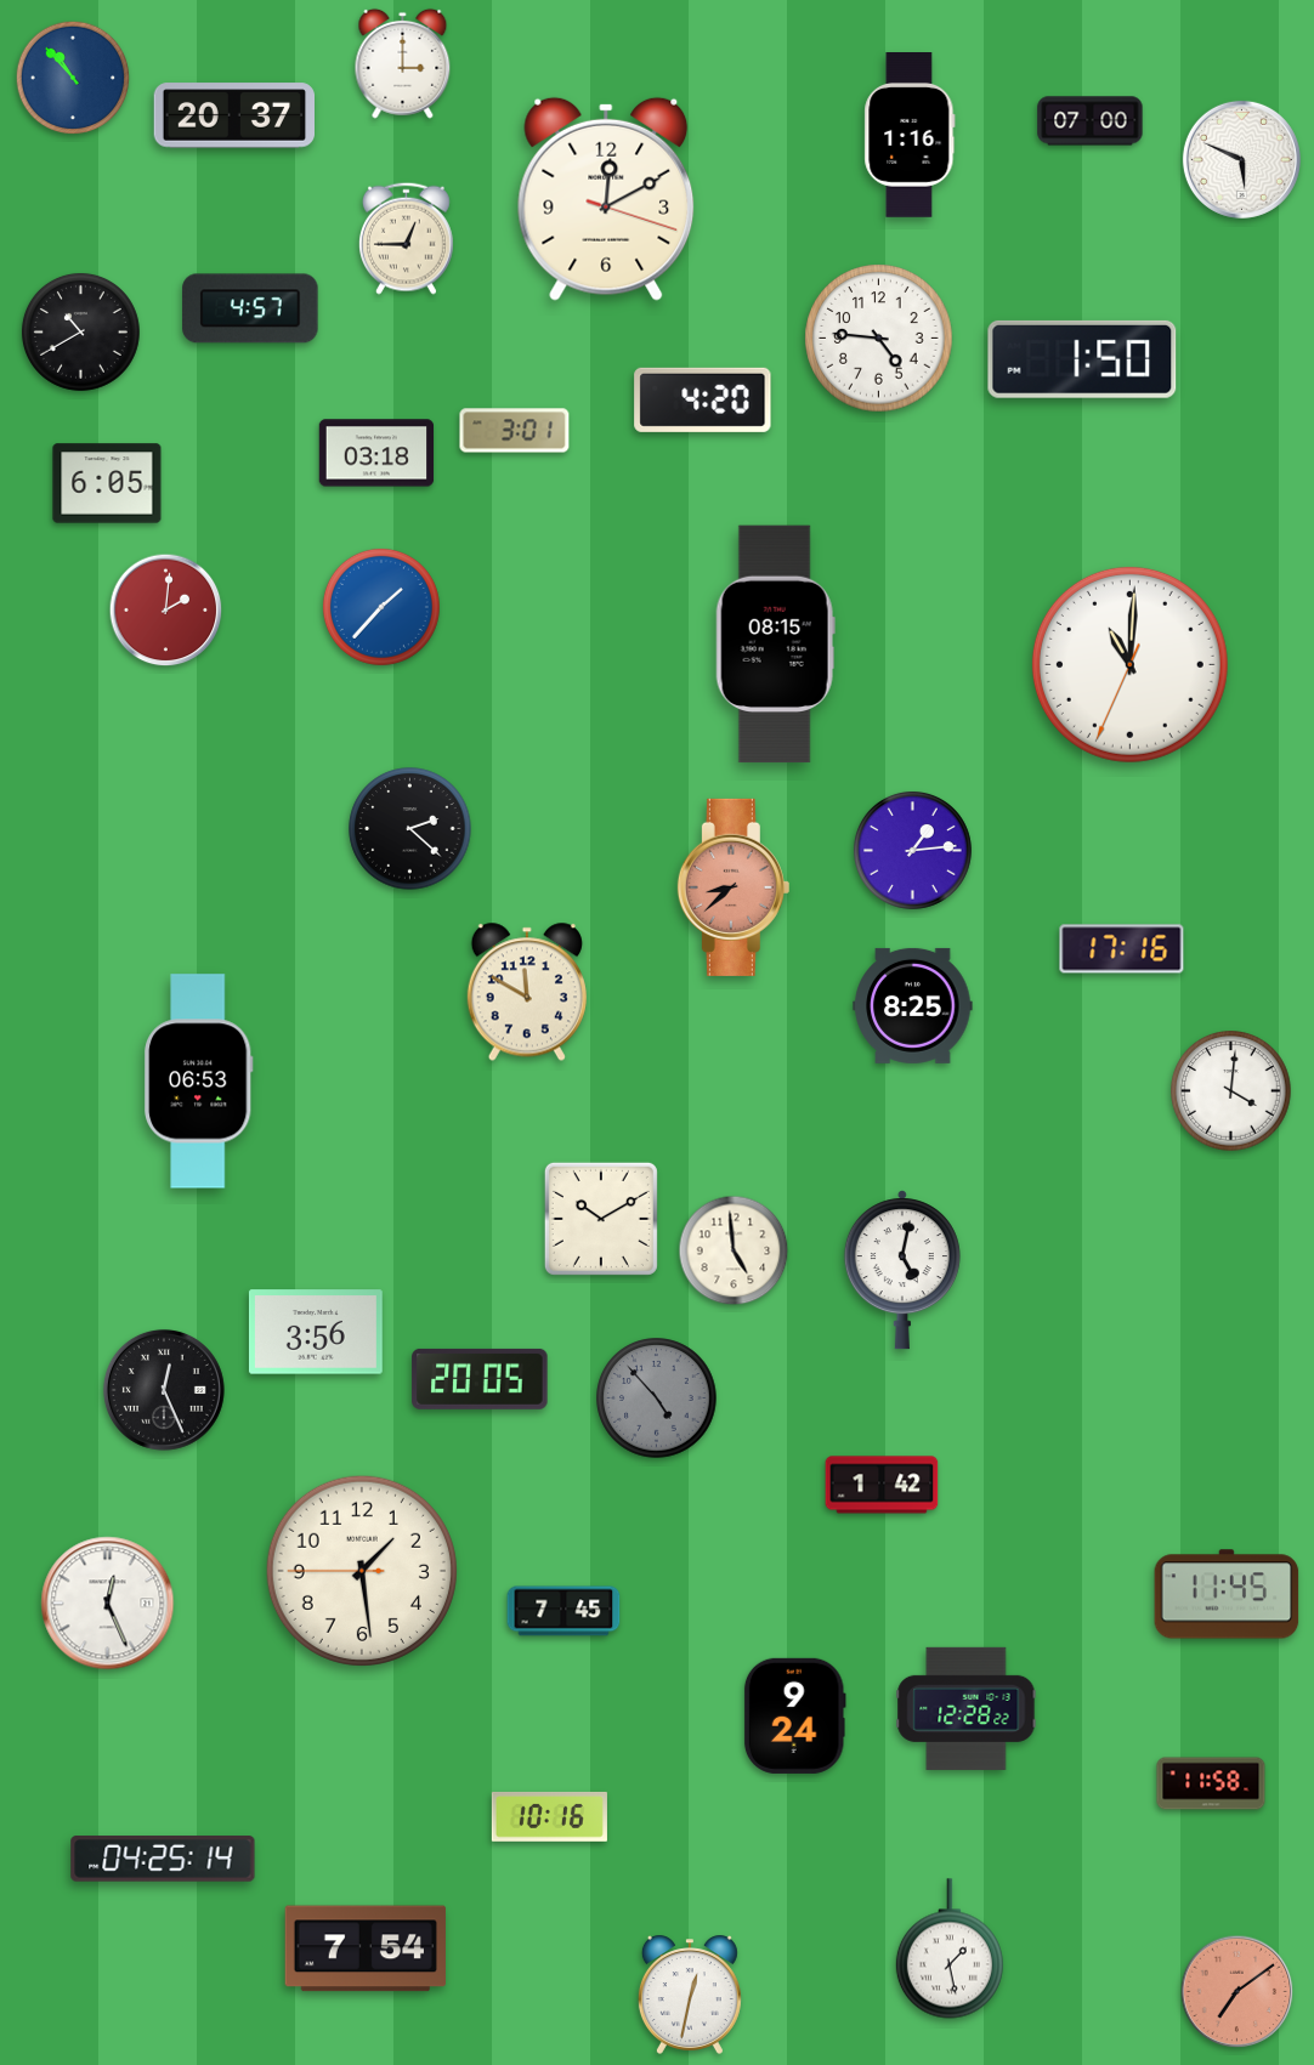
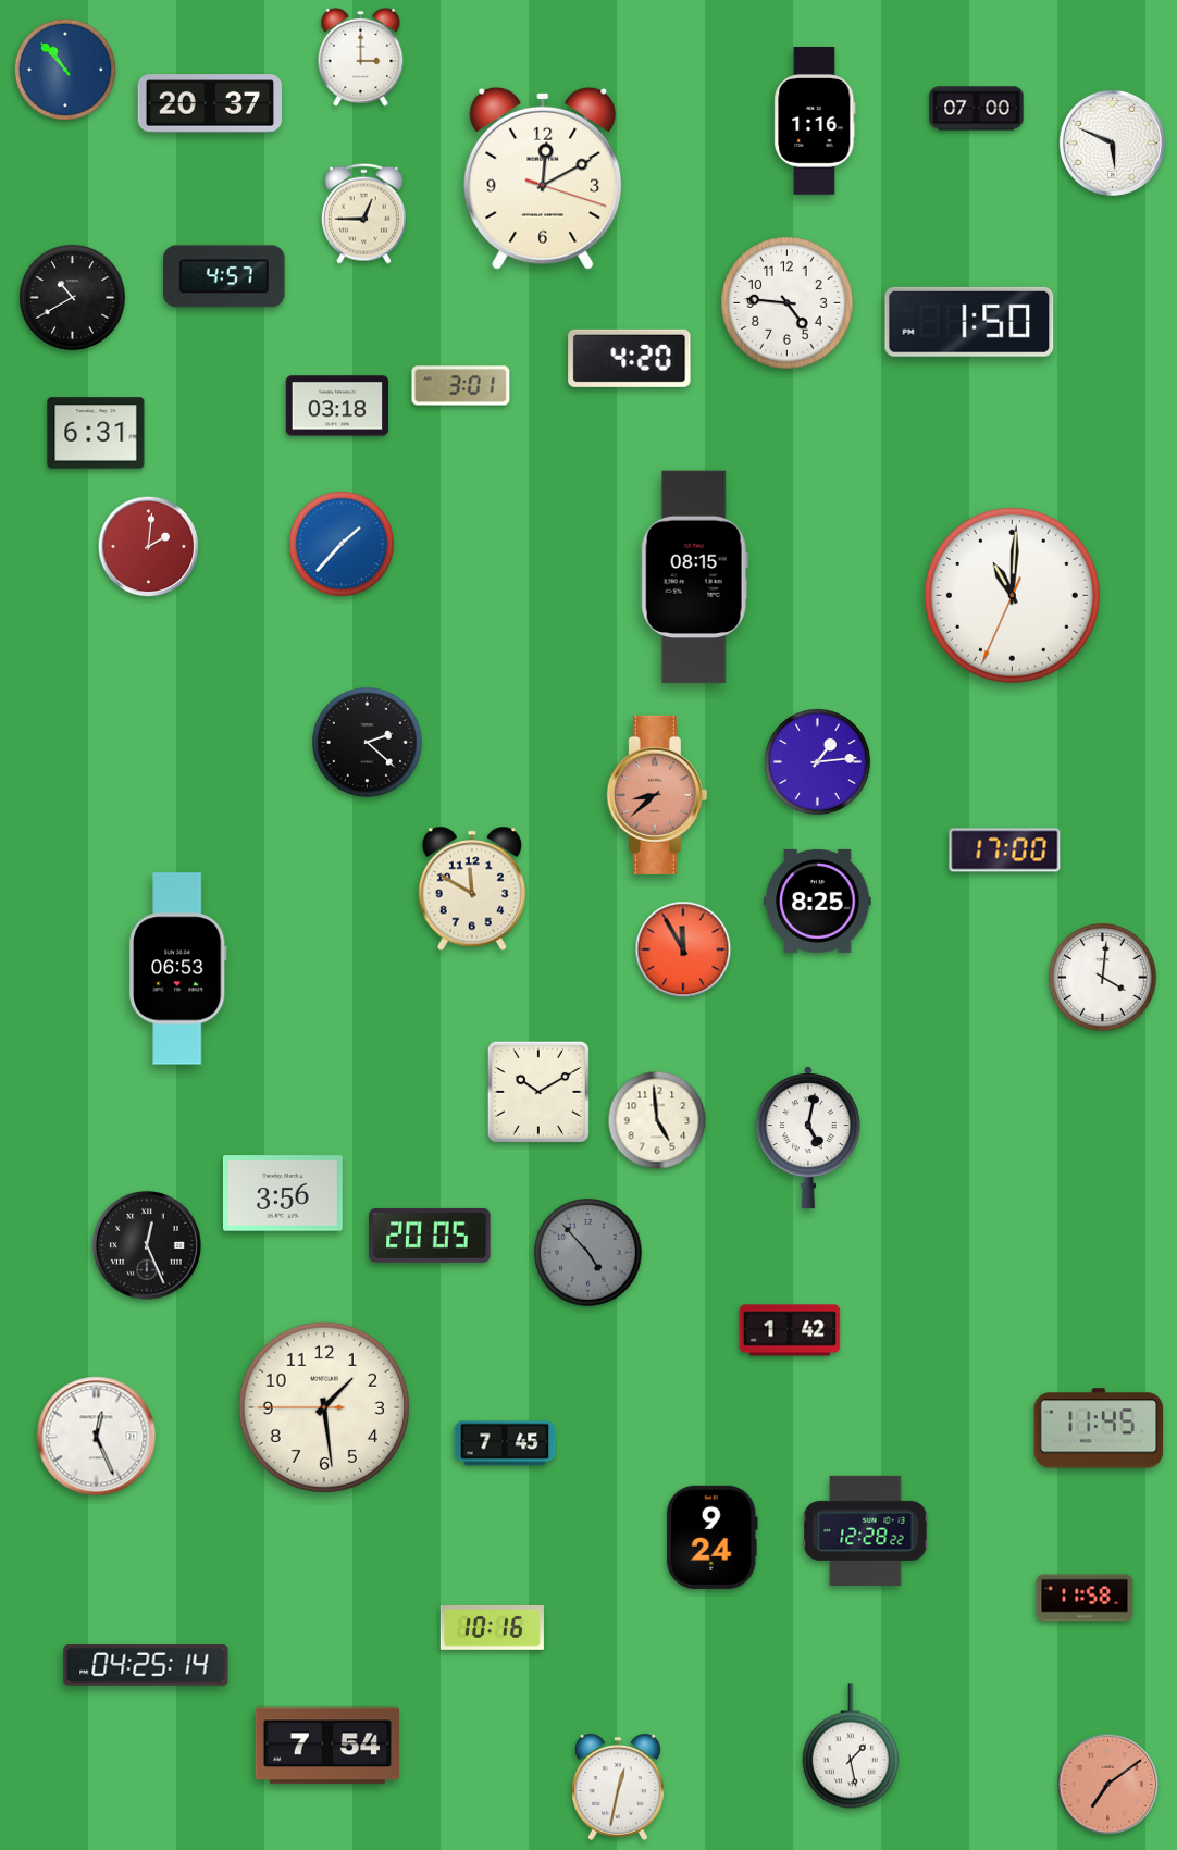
clock at (107, 483): 6:05 -> 6:31
clock at (1122, 949): 17:16 -> 17:00
clock at (683, 949): none -> 11:55
